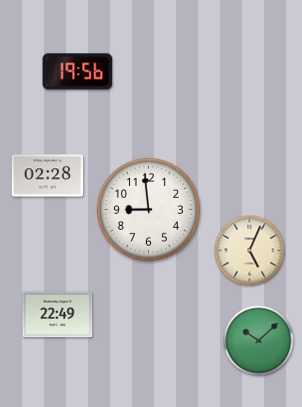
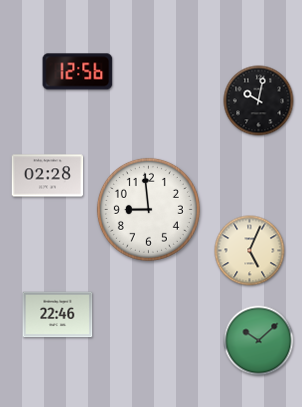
clock at (78, 72): 19:56 -> 12:56
clock at (259, 101): none -> 10:02
clock at (58, 315): 22:49 -> 22:46
